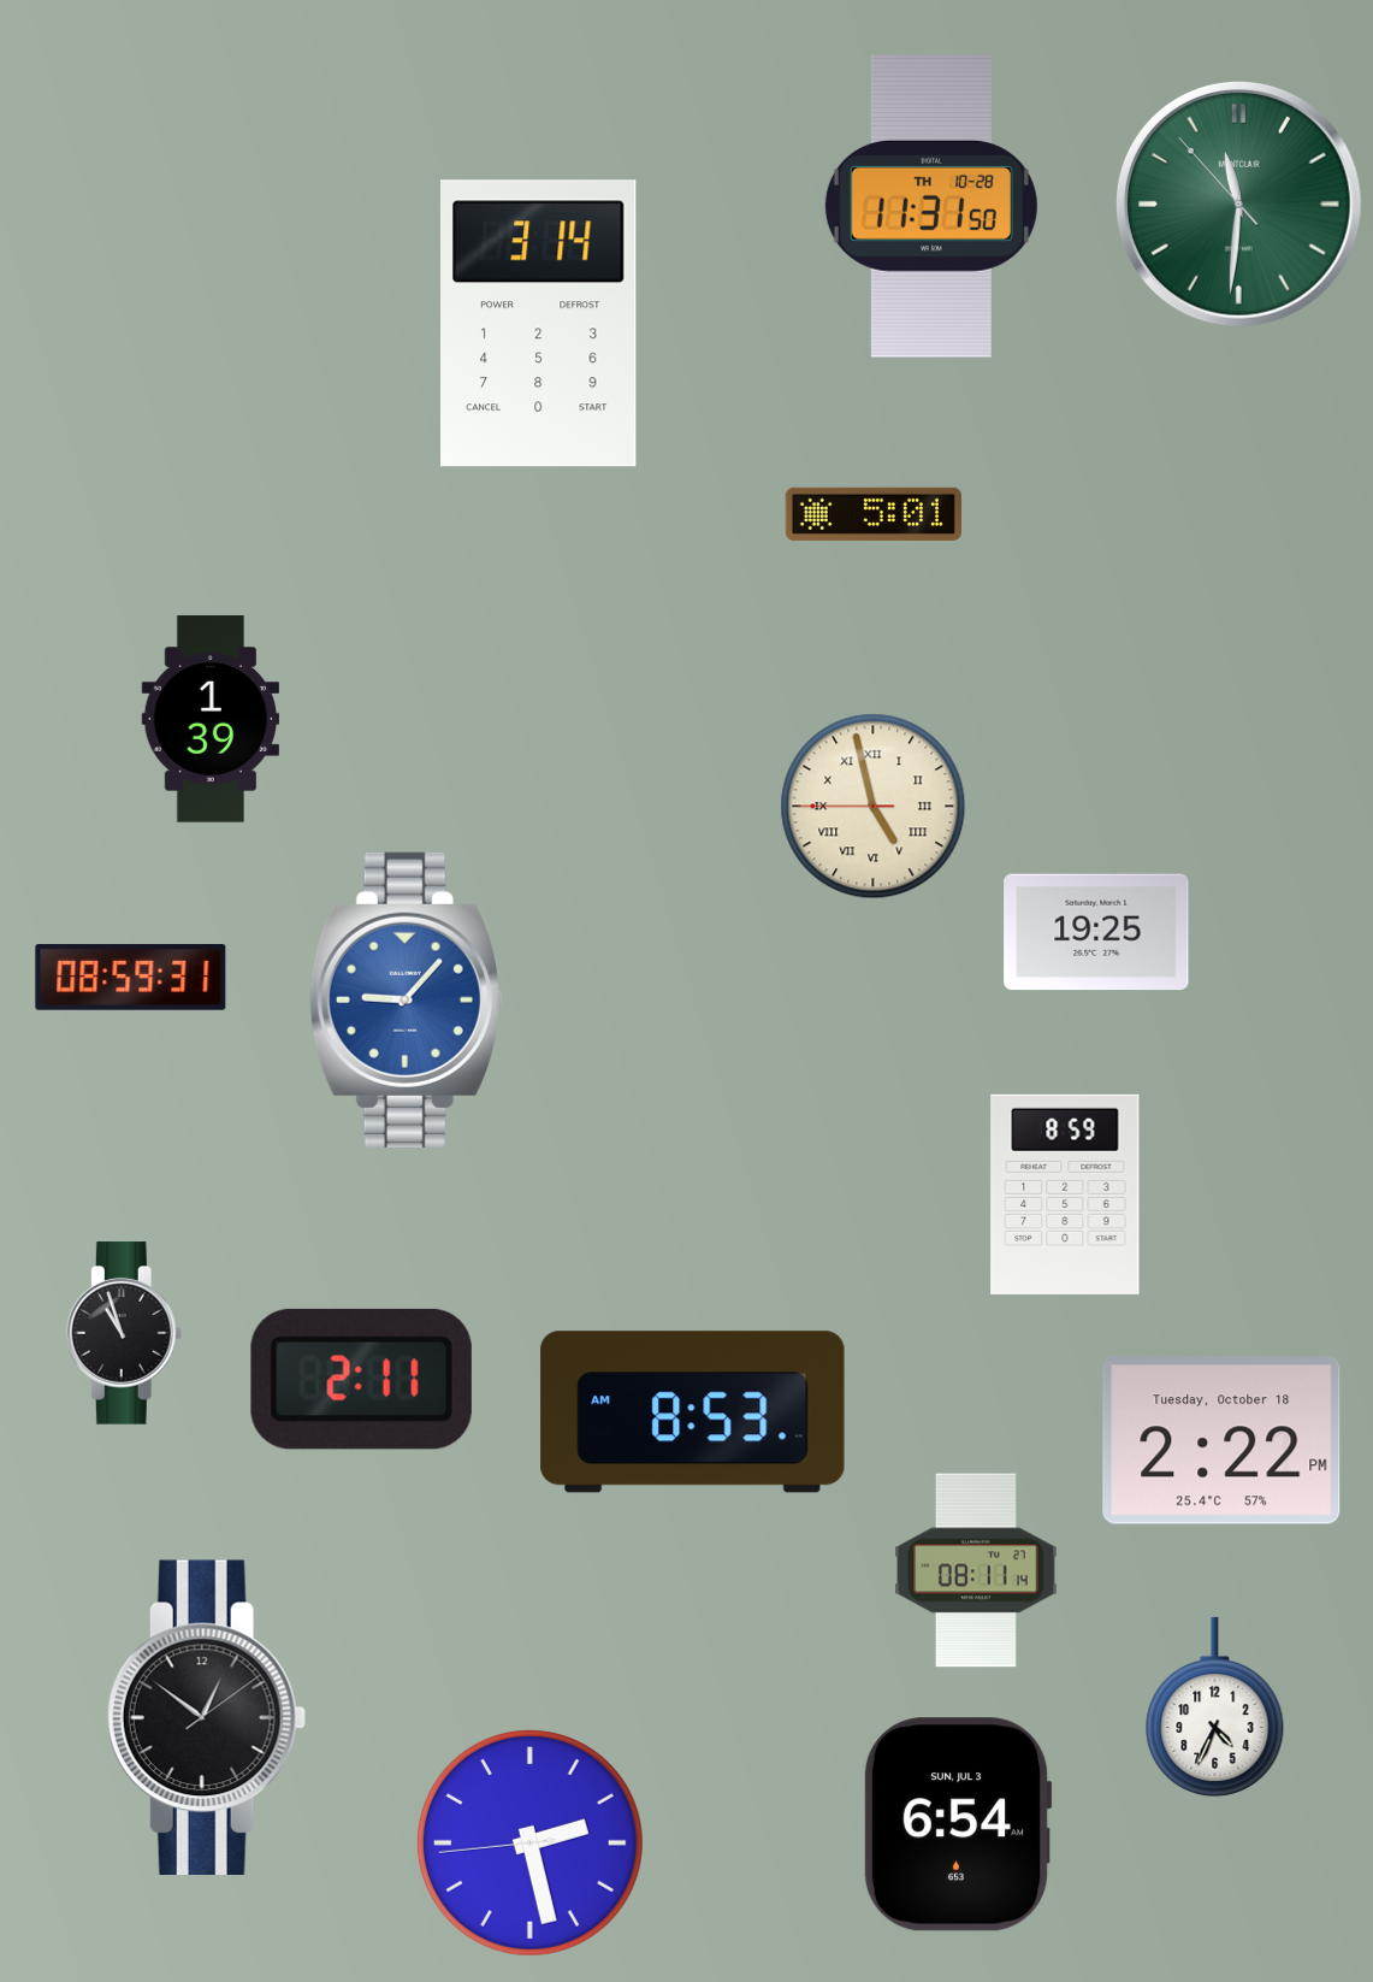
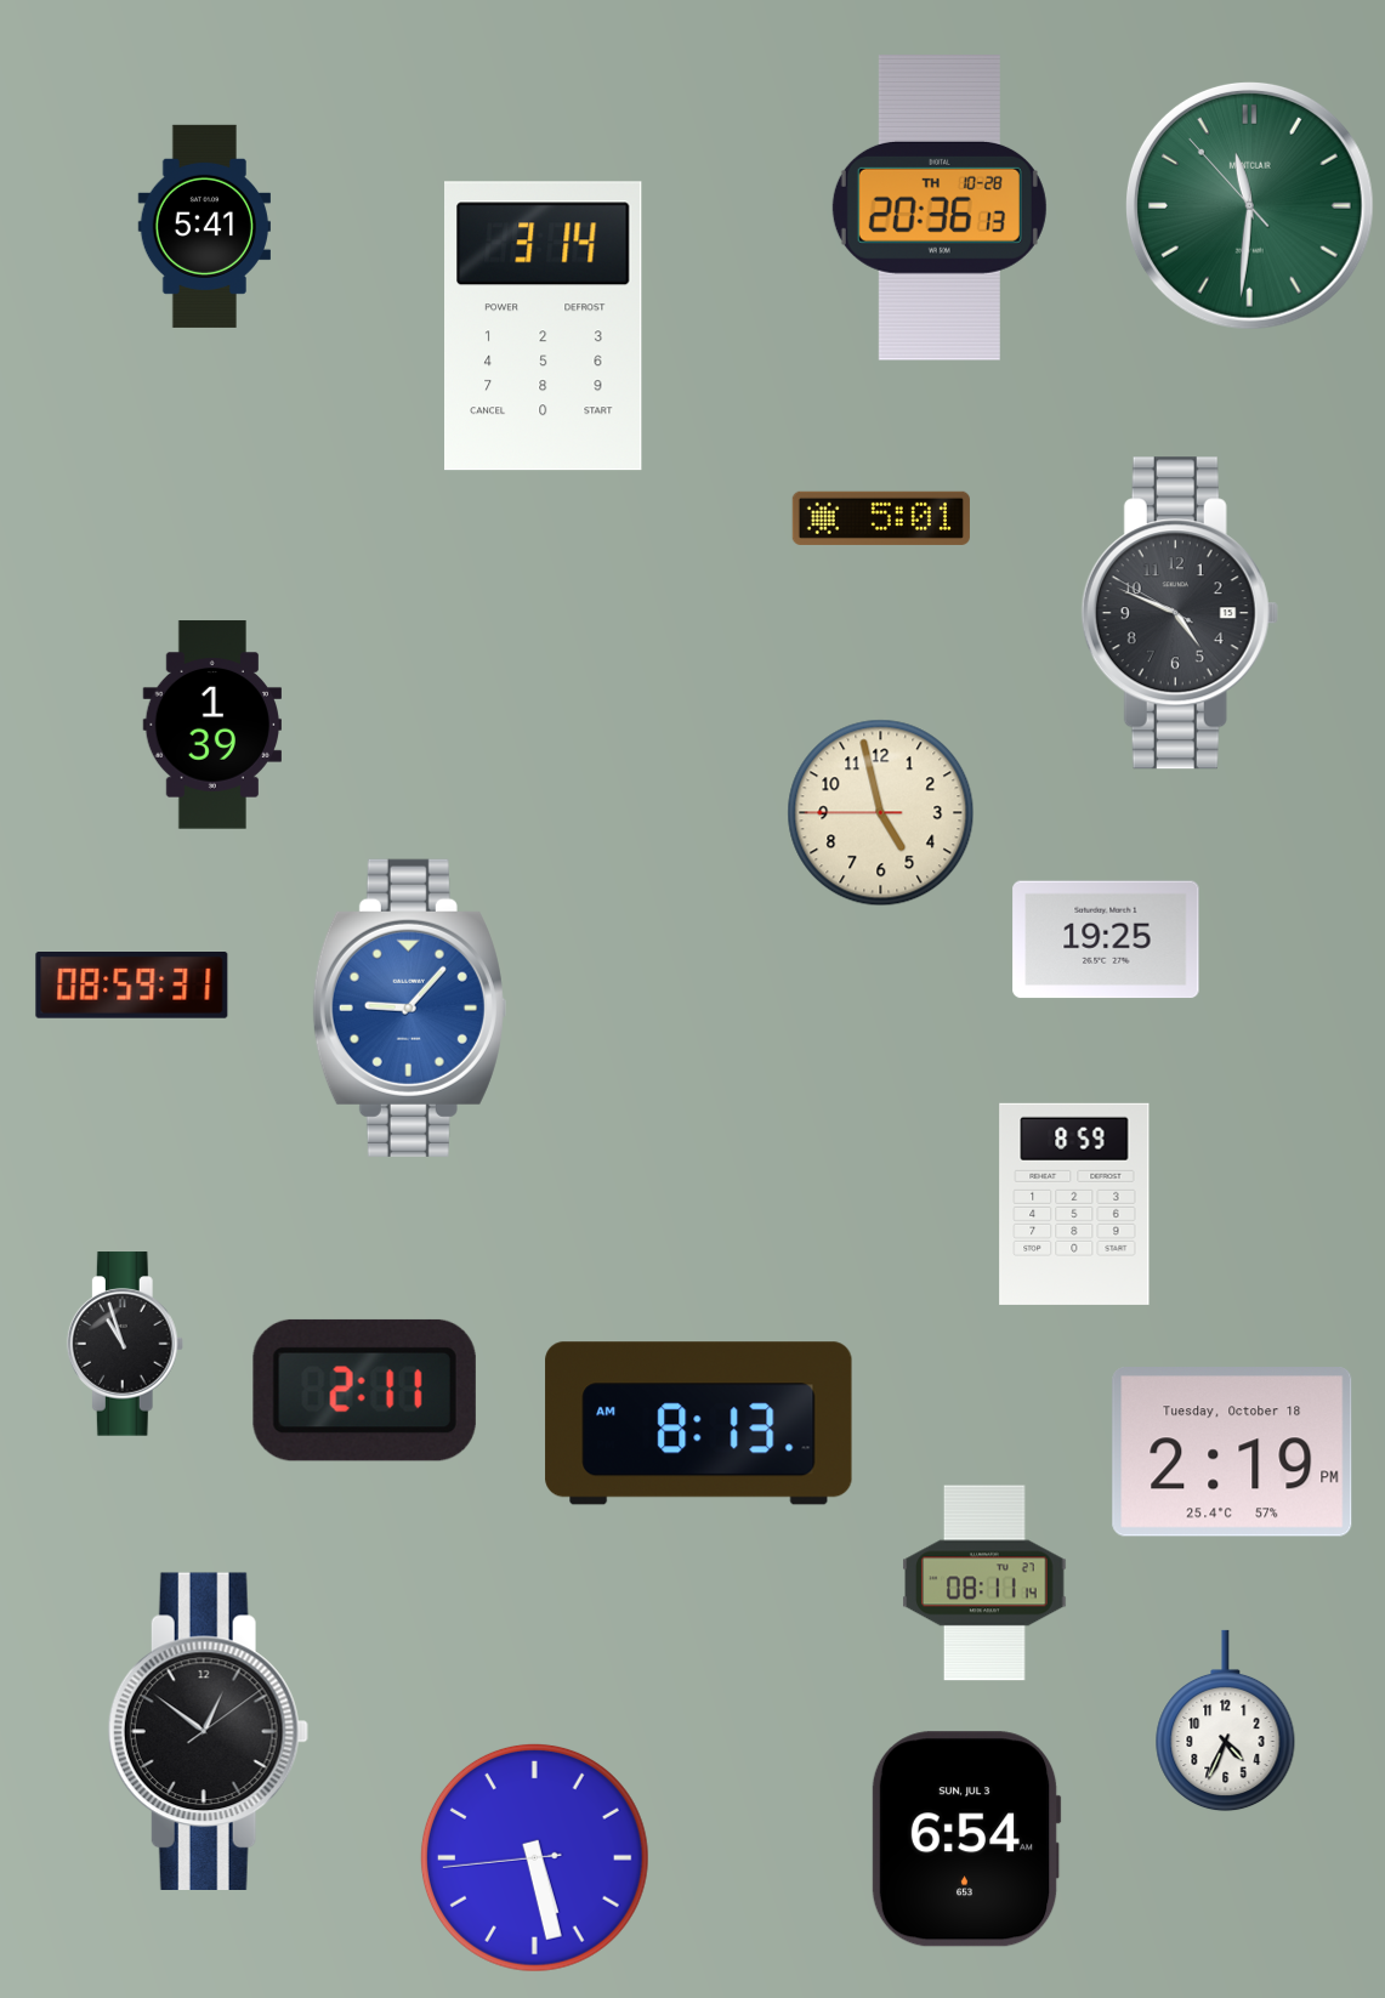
clock at (931, 206): 11:31 -> 20:36
clock at (204, 226): none -> 5:41
clock at (1180, 613): none -> 4:48
clock at (874, 807) numerals: Roman -> Arabic
clock at (693, 1412): 8:53 -> 8:13
clock at (1221, 1440): 2:22 -> 2:19
clock at (529, 1842): 2:27 -> 5:27
